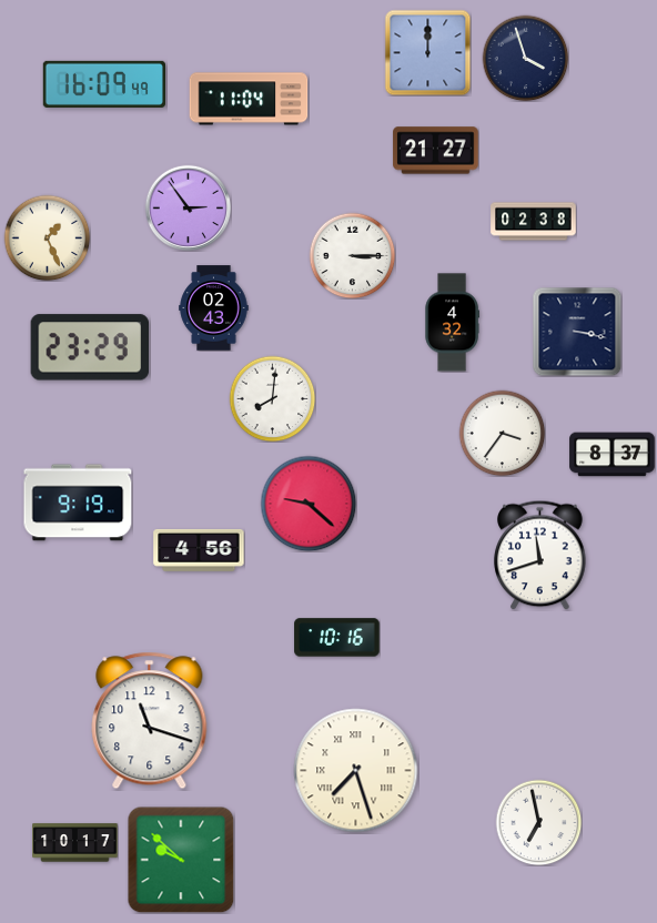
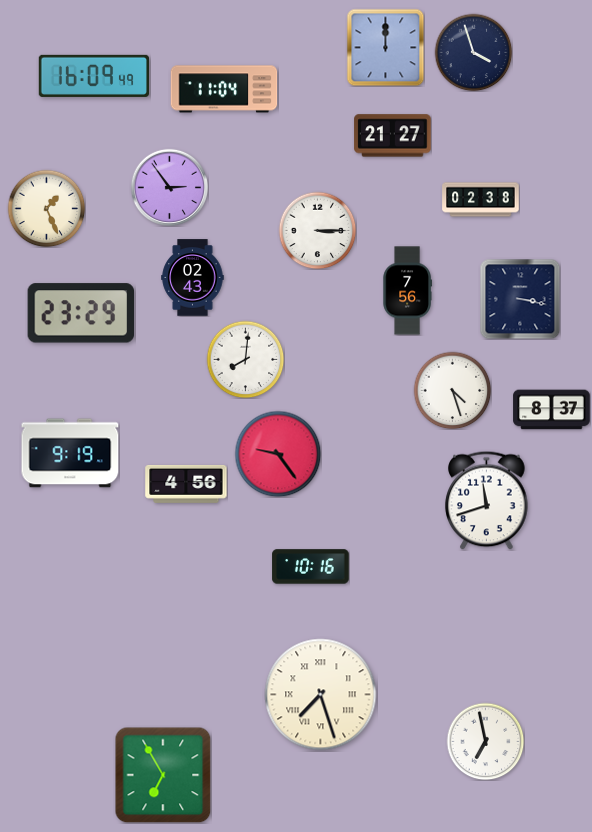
clock at (47, 237) position: (47, 237) -> (46, 208)
clock at (452, 323): 4:32 -> 7:56
clock at (502, 433): 3:36 -> 4:27
clock at (309, 504): 9:22 -> 9:24
clock at (199, 550) position: (199, 550) -> (186, 484)
clock at (337, 638) position: (337, 638) -> (311, 567)
clock at (150, 721): 11:18 -> none
clock at (75, 843): 10:17 -> none
clock at (181, 860): 9:52 -> 6:55
